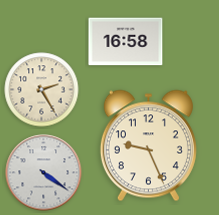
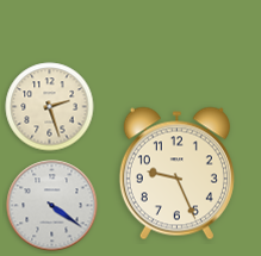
clock at (126, 42): 16:58 -> none
clock at (42, 90): 2:25 -> 2:27
